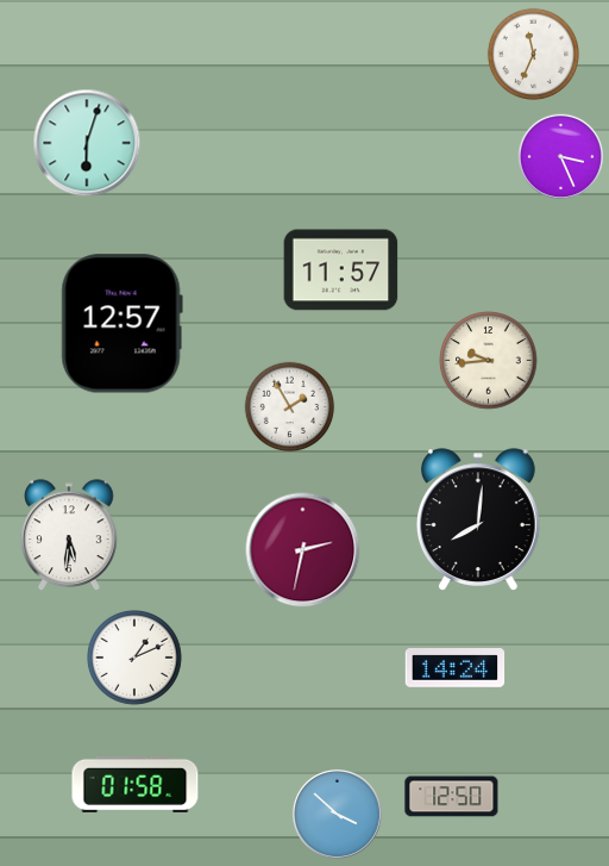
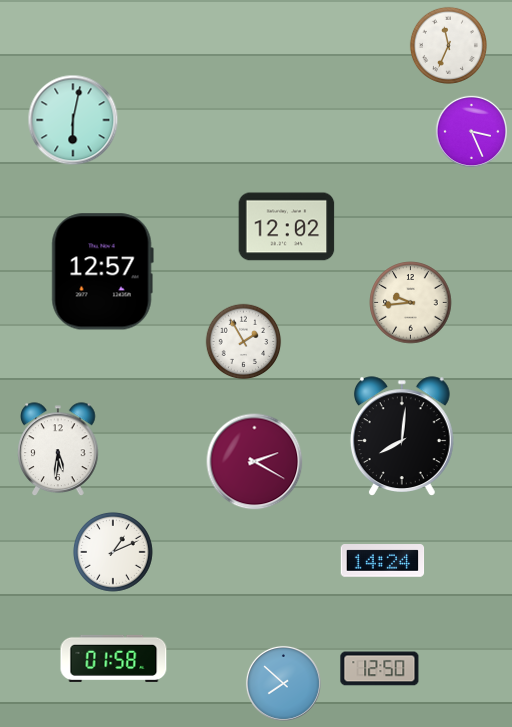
clock at (87, 143): 6:03 -> 6:02
clock at (341, 270): 11:57 -> 12:02
clock at (303, 550): 2:32 -> 2:20
clock at (337, 814): 3:52 -> 7:52
